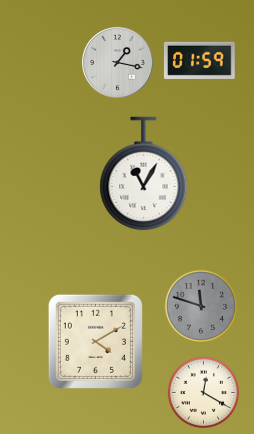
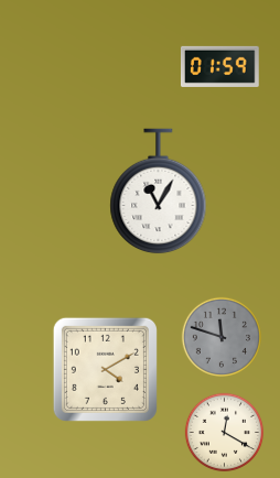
clock at (118, 63): 1:17 -> none
clock at (95, 341) position: (95, 341) -> (105, 369)
